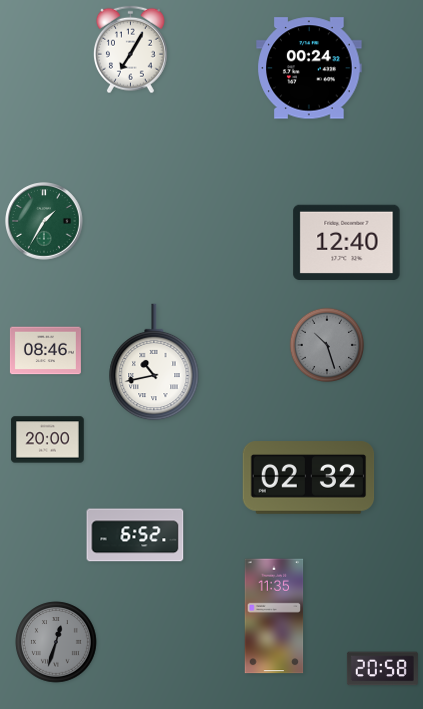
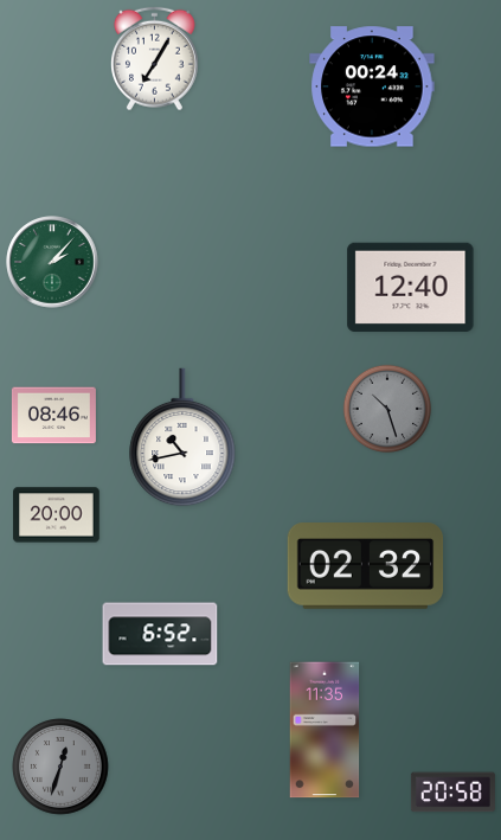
clock at (309, 68) position: (309, 68) -> (372, 86)
clock at (44, 221): 1:35 -> 2:07
clock at (154, 362) position: (154, 362) -> (182, 437)
clock at (48, 440) position: (48, 440) -> (57, 515)
clock at (56, 642) position: (56, 642) -> (60, 767)
